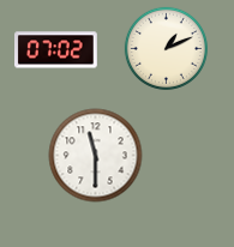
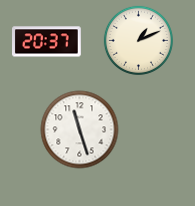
clock at (56, 50): 07:02 -> 20:37
clock at (96, 156): 11:30 -> 11:27
